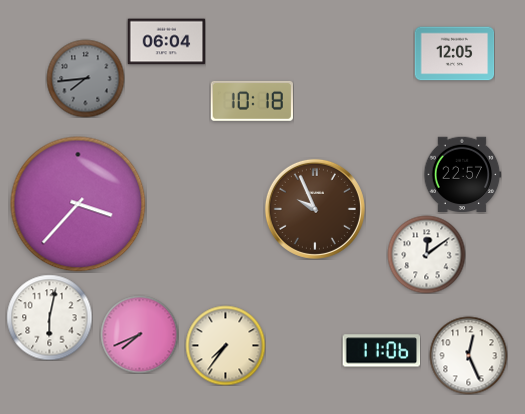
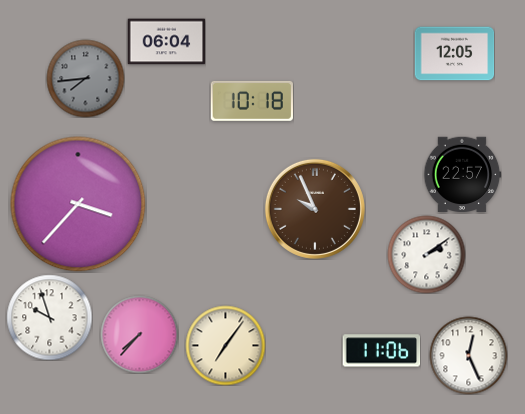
clock at (426, 254): 12:09 -> 2:09
clock at (49, 317): 6:02 -> 9:57
clock at (139, 334): 7:41 -> 7:37
clock at (225, 345): 7:36 -> 7:06
